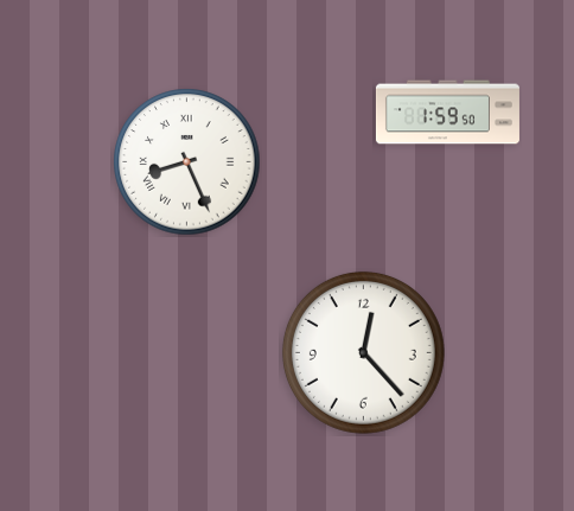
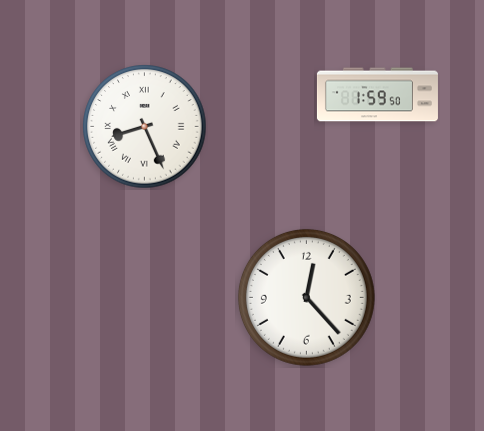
clock at (187, 162) position: (187, 162) -> (145, 127)
